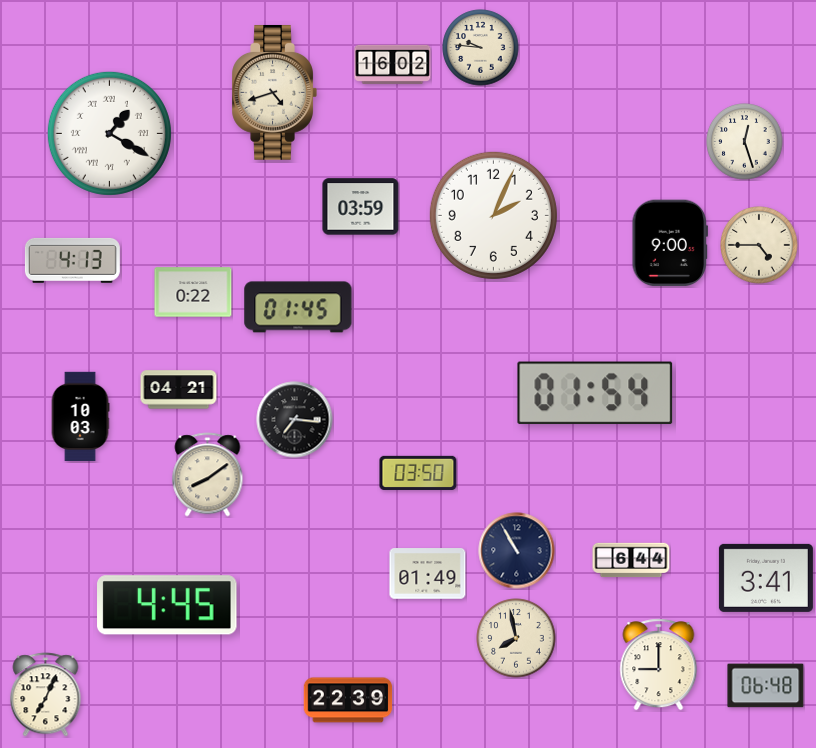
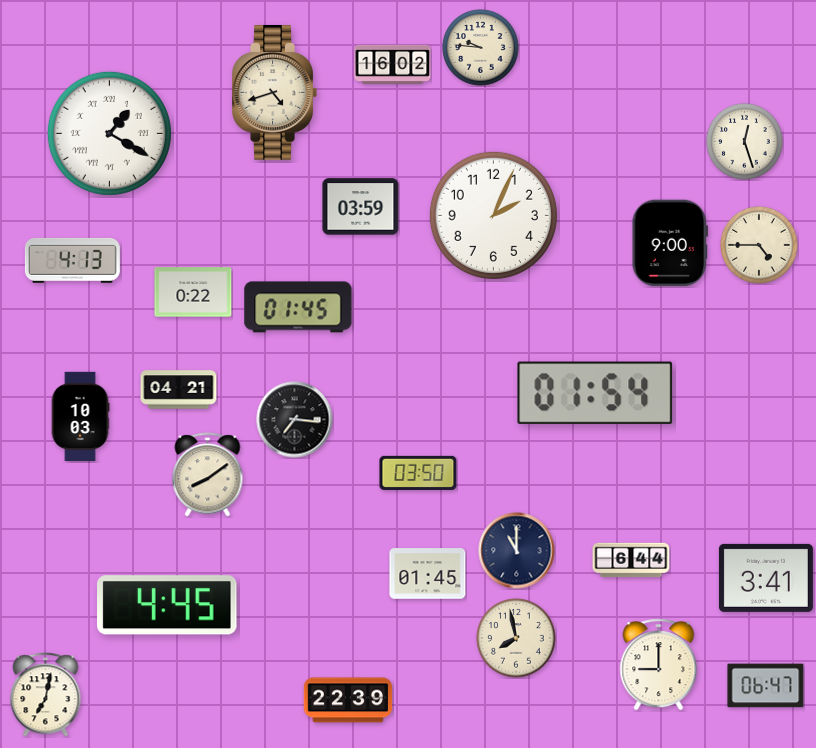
clock at (517, 551): 10:55 -> 11:00
clock at (428, 574): 01:49 -> 01:45
clock at (766, 686): 06:48 -> 06:47
clock at (46, 695): 7:04 -> 7:02
